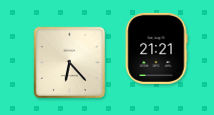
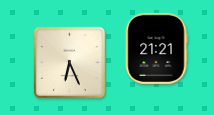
clock at (70, 63): 6:23 -> 6:26
